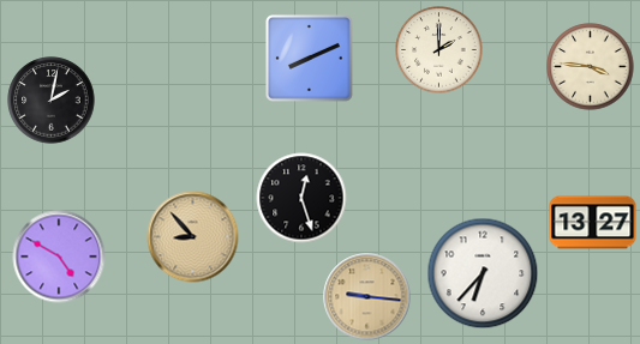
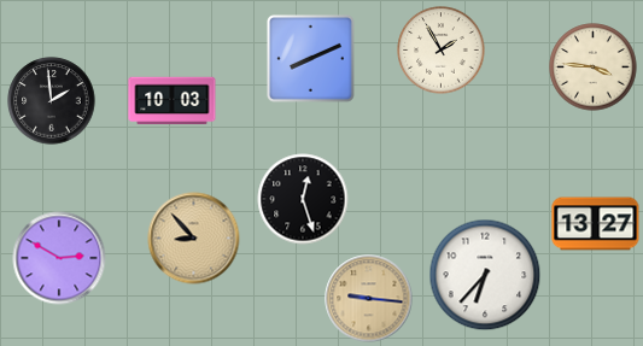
clock at (439, 50): 2:00 -> 1:55
clock at (52, 101): 2:02 -> 1:59
clock at (173, 101): none -> 10:03
clock at (59, 257): 4:50 -> 2:50
